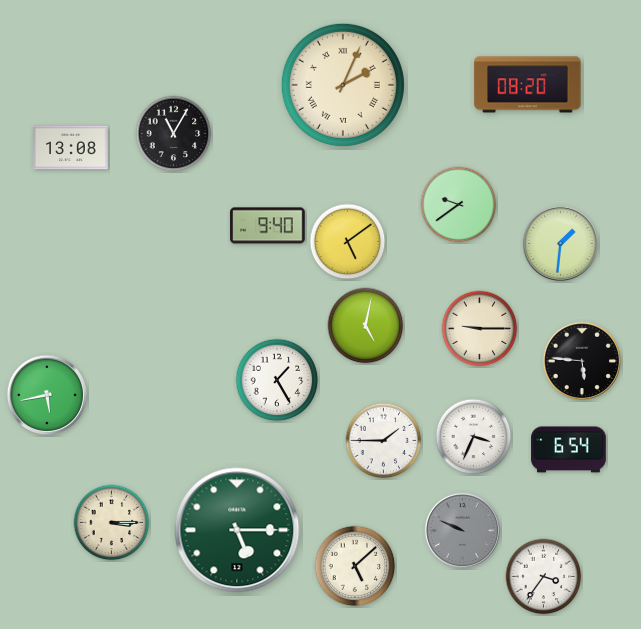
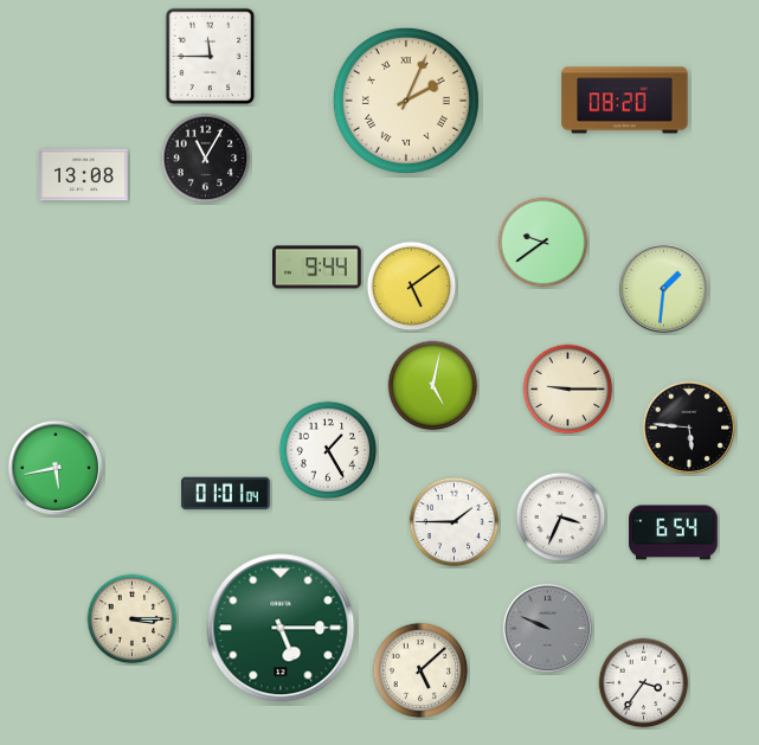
clock at (211, 57): none -> 11:45
clock at (268, 226): 9:40 -> 9:44
clock at (226, 494): none -> 01:01
